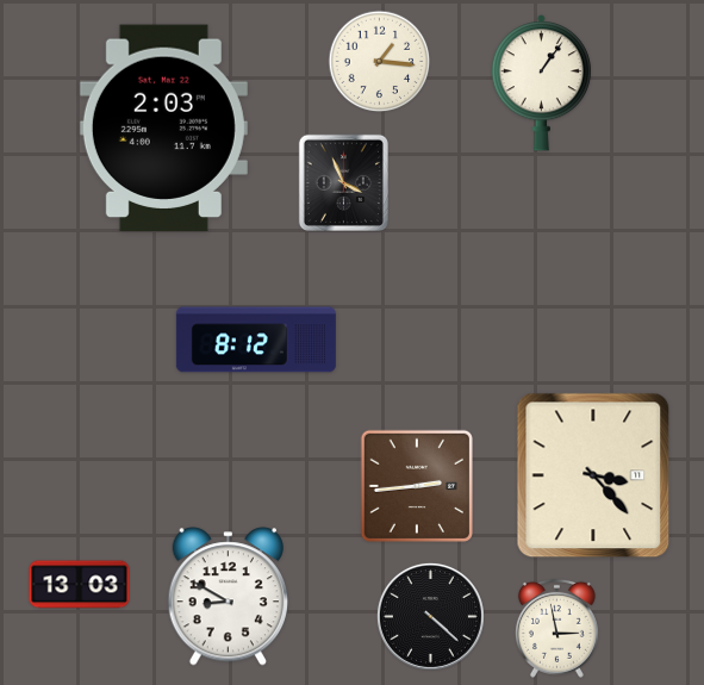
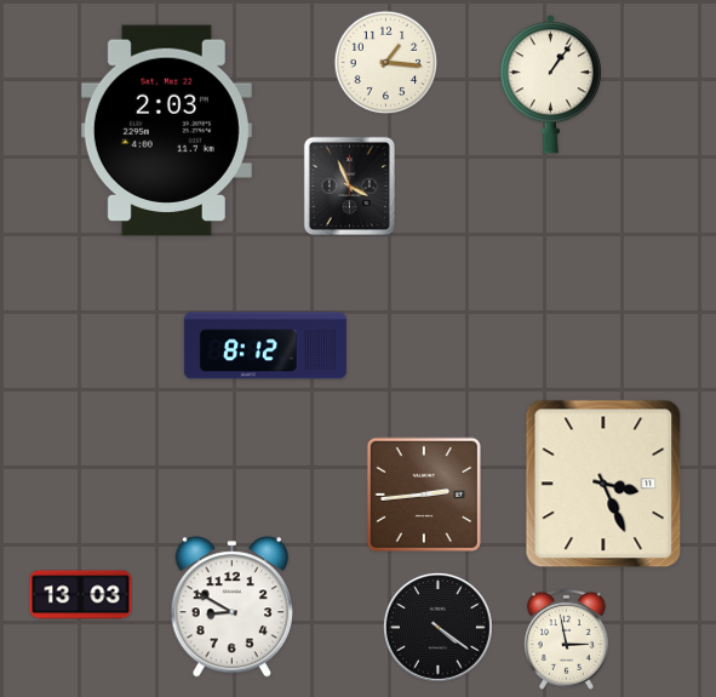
clock at (256, 340) position: (256, 340) -> (265, 345)
clock at (593, 475): 3:23 -> 3:26
clock at (430, 616): 4:22 -> 4:21
